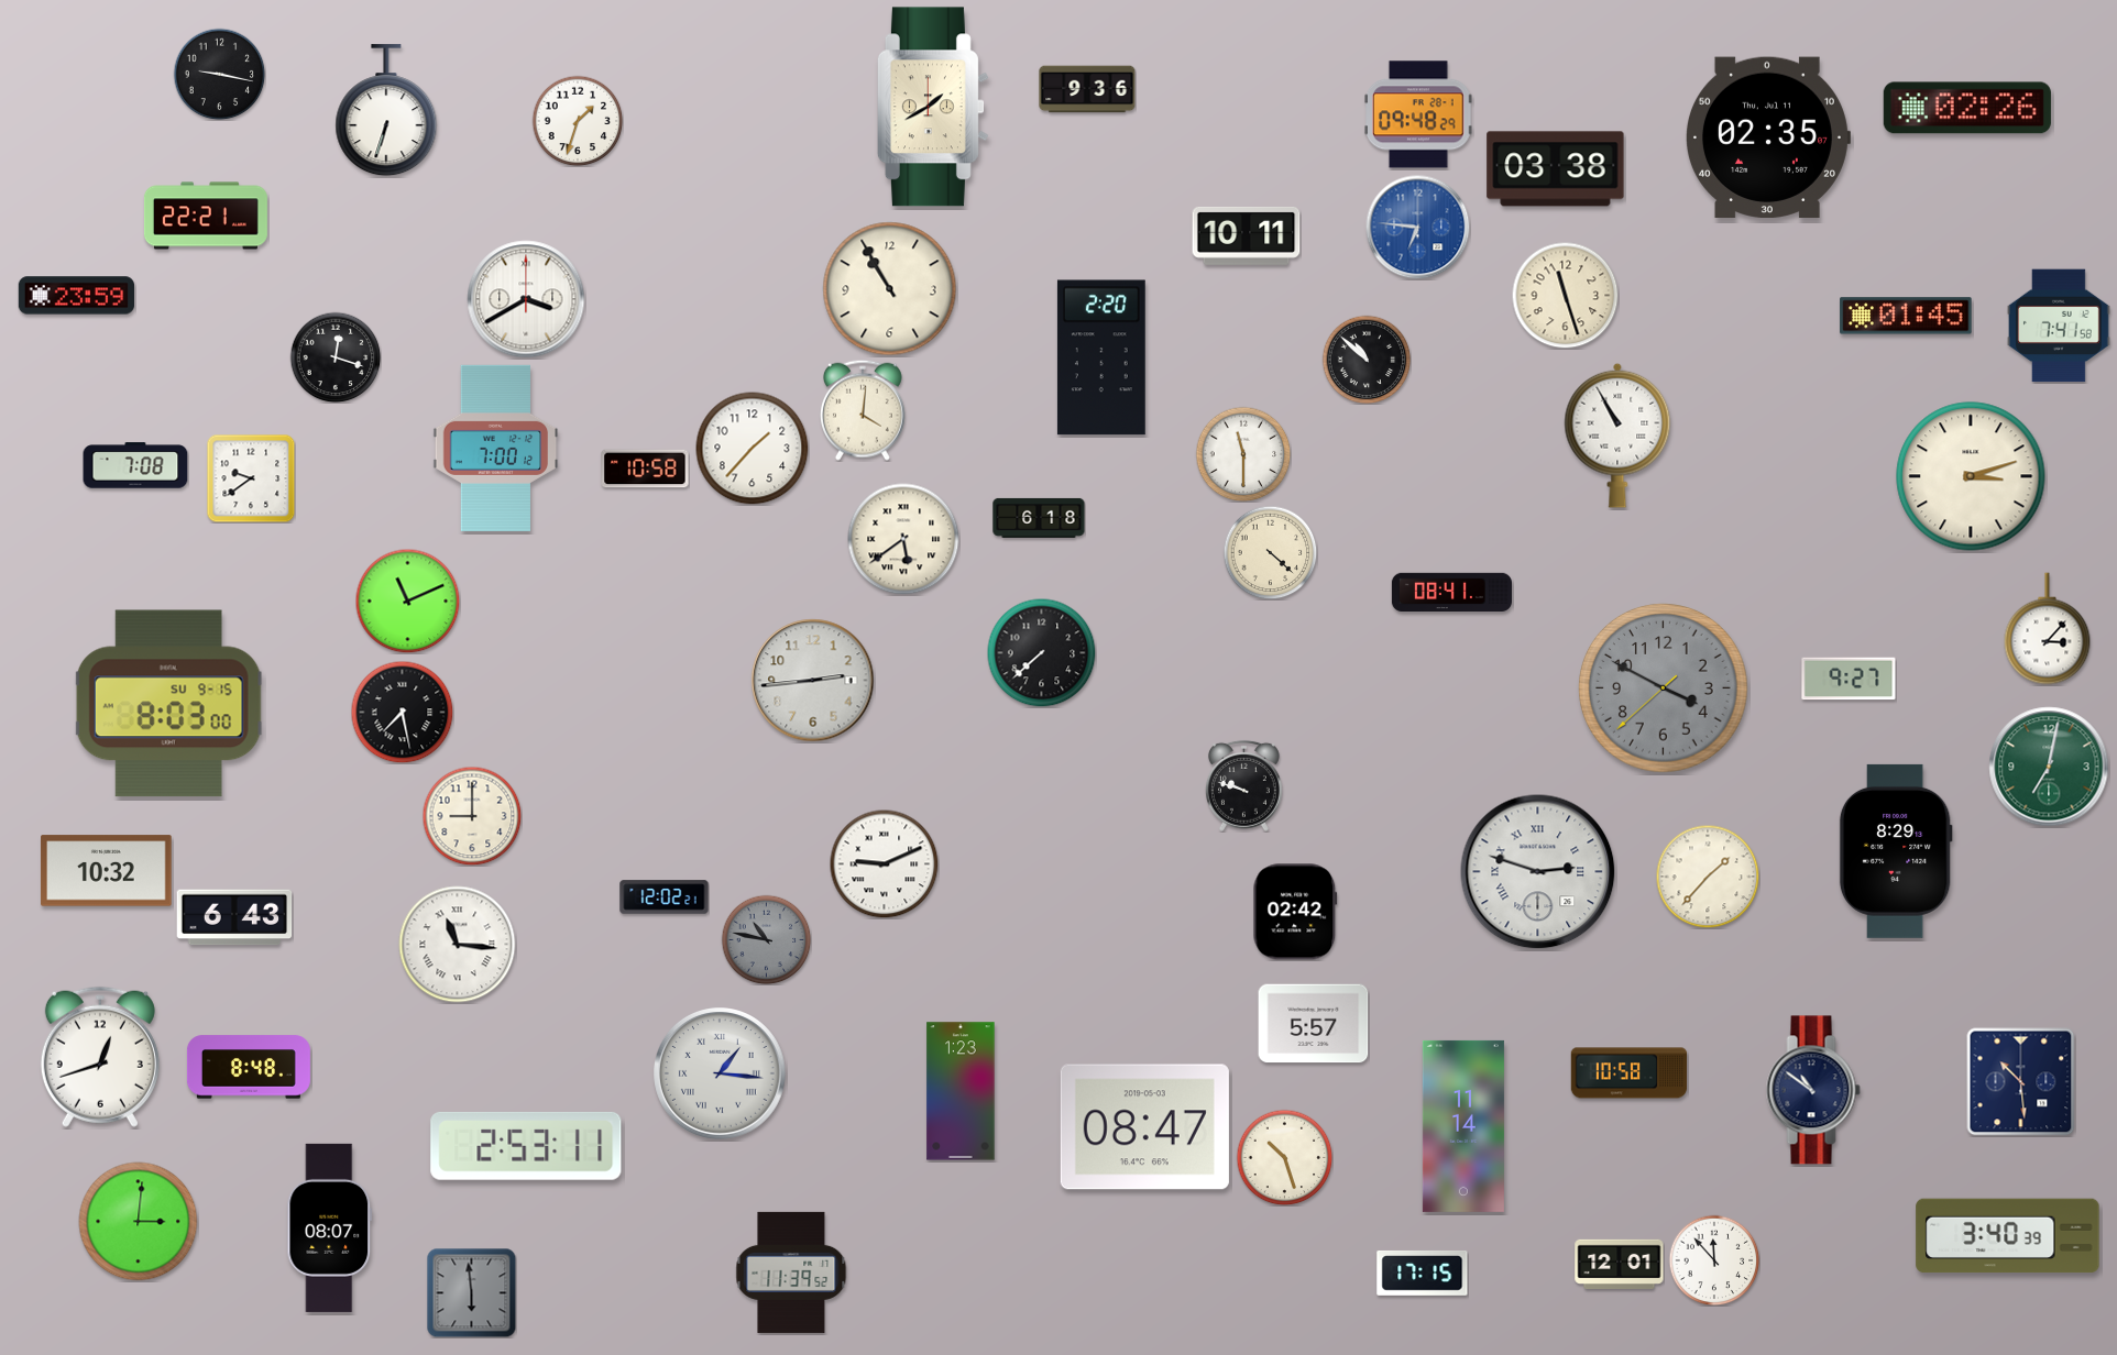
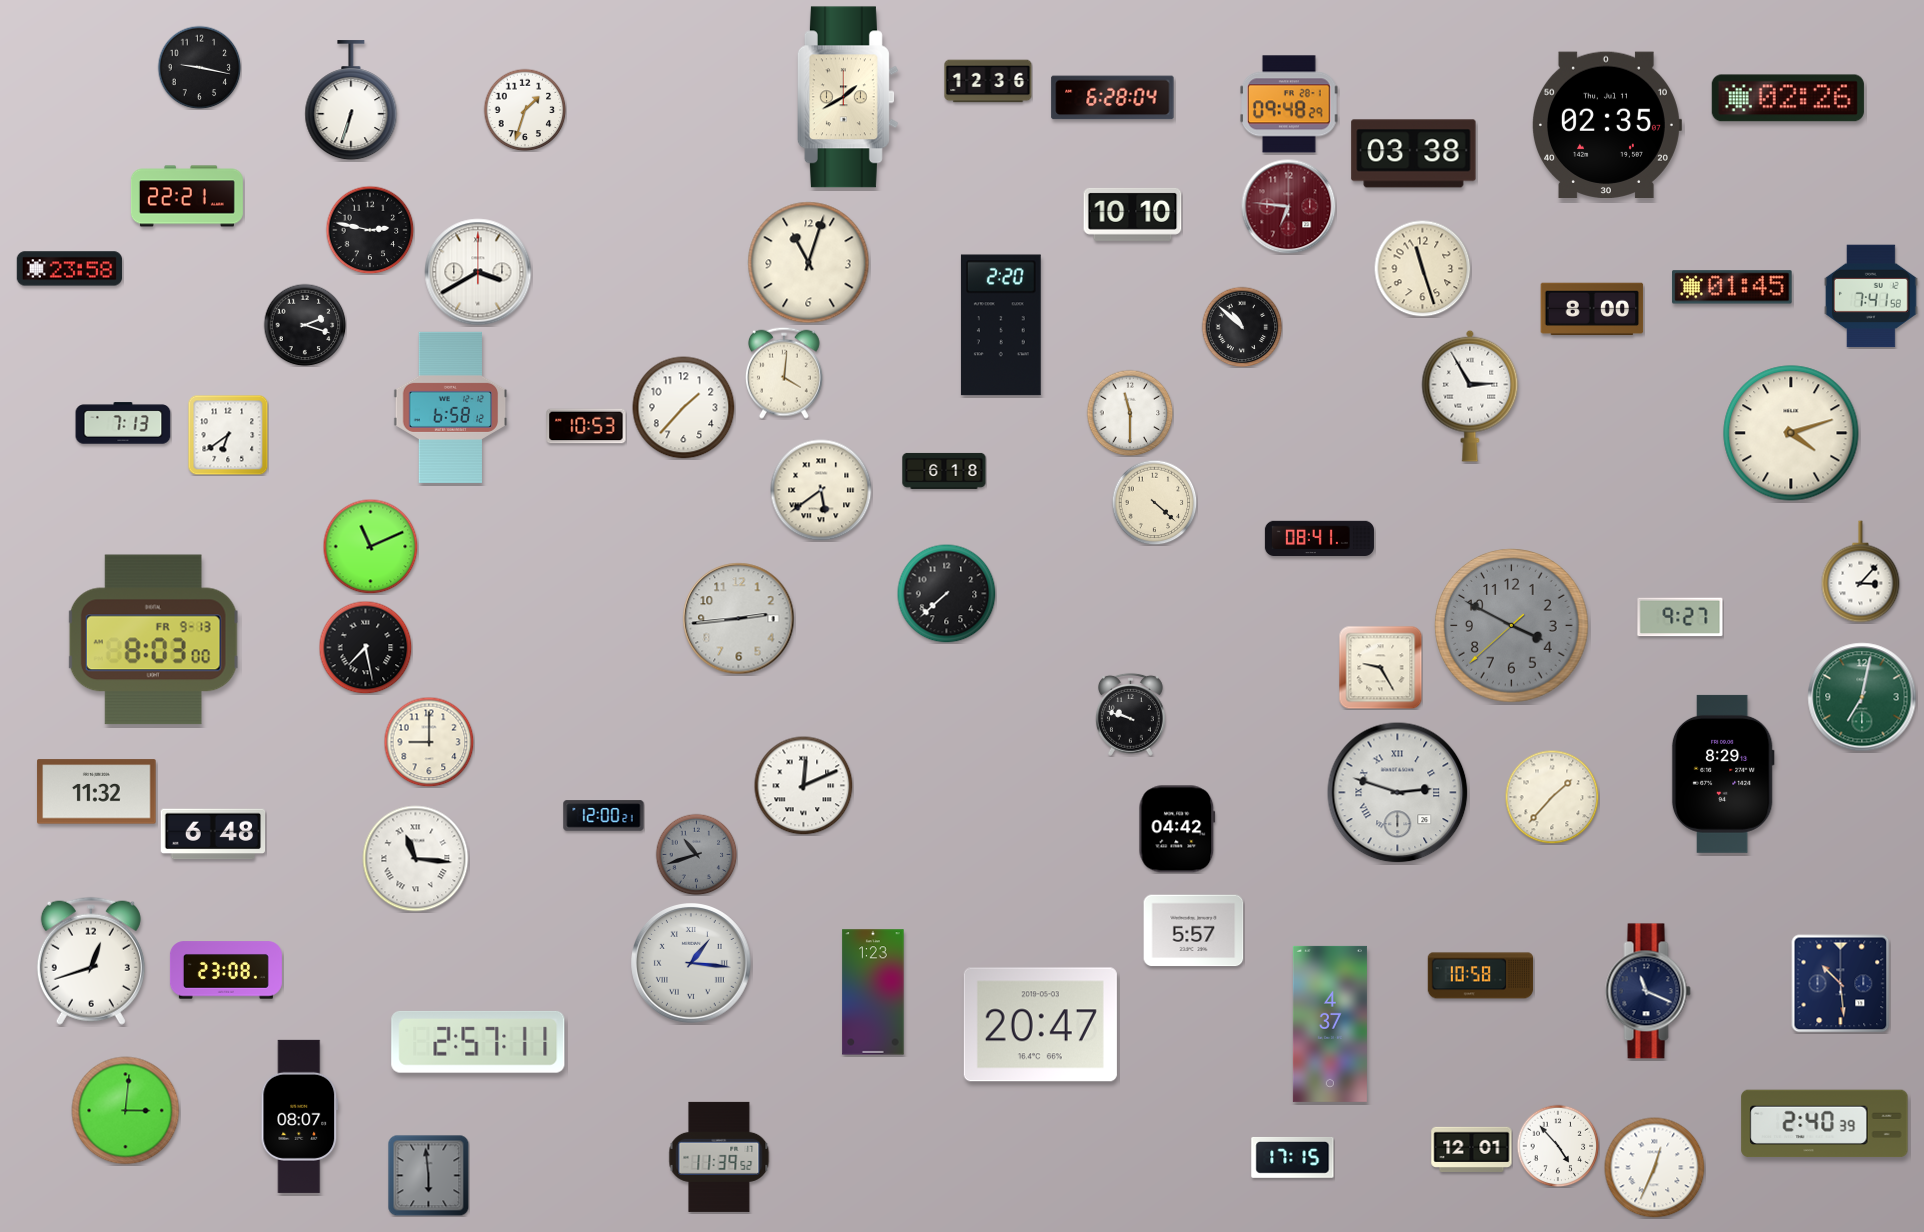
clock at (1087, 89): 9:36 -> 12:36
clock at (1113, 98): none -> 6:28
clock at (1417, 227) dial: blue -> burgundy
clock at (1247, 235): 10:11 -> 10:10
clock at (370, 230): none -> 2:47
clock at (890, 289): 10:55 -> 11:03
clock at (77, 296): 23:59 -> 23:58
clock at (1592, 309): none -> 8:00
clock at (336, 357): 12:18 -> 2:18
clock at (1617, 436): 10:55 -> 2:55
clock at (496, 448): 7:00 -> 6:58
clock at (135, 465): 7:08 -> 7:13
clock at (645, 469): 10:58 -> 10:53
clock at (1971, 476): 3:12 -> 4:12
clock at (251, 478): 9:39 -> 6:39
clock at (168, 704) date: SU 9-15 -> FR 9-13
clock at (1380, 667): none -> 9:25
clock at (885, 864): 9:11 -> 12:11
clock at (107, 871): 10:32 -> 11:32
clock at (665, 897): 12:02 -> 12:00
clock at (1295, 912): 02:42 -> 04:42
clock at (234, 917): 6:43 -> 6:48
clock at (766, 939): 10:47 -> 10:42
clock at (249, 1067): 8:48 -> 23:08
clock at (721, 1075) position: (721, 1075) -> (692, 964)
clock at (2021, 1082) position: (2021, 1082) -> (1841, 984)
clock at (1813, 1090): 10:51 -> 11:19
clock at (1463, 1126): 11:14 -> 4:37
clock at (1144, 1127): 08:47 -> 20:47
clock at (526, 1146): 2:53 -> 2:57
clock at (1284, 1157): 10:27 -> none
clock at (2008, 1236): 3:40 -> 2:40
clock at (1714, 1260): 11:53 -> 4:53
clock at (1655, 1168): none -> 12:34
